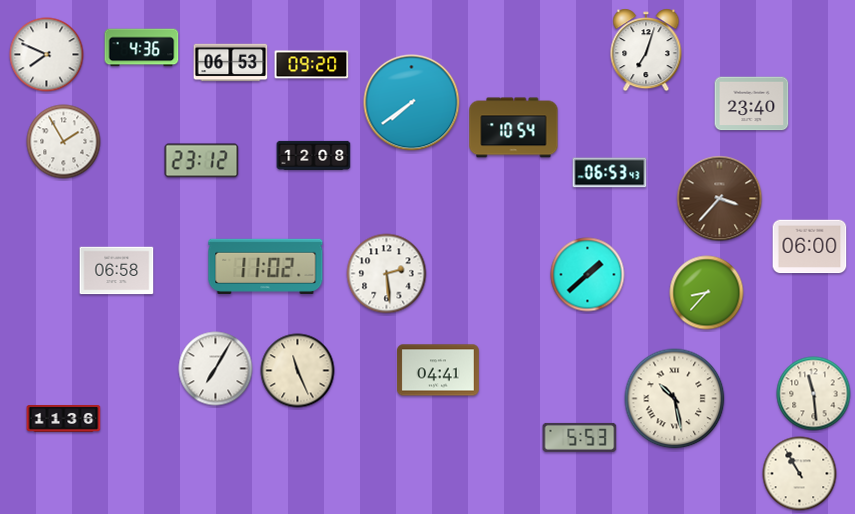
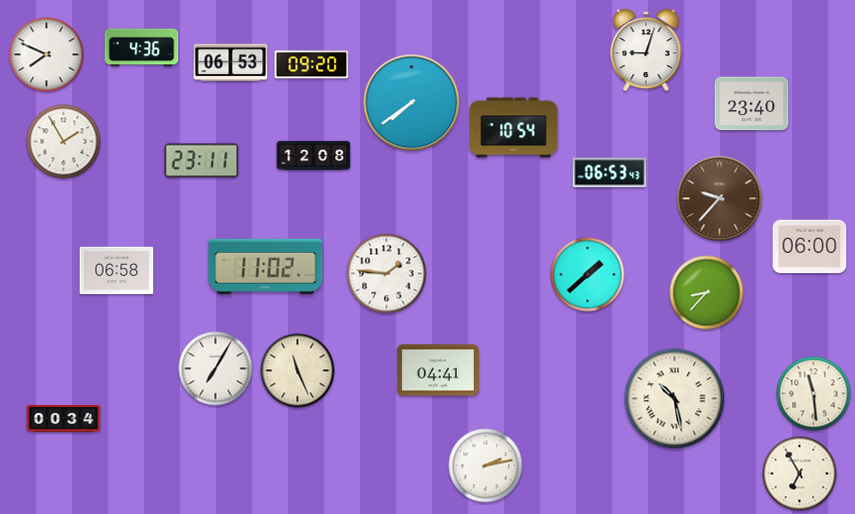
clock at (646, 50): 7:03 -> 9:03
clock at (202, 161): 23:12 -> 23:11
clock at (720, 199): 3:37 -> 9:37
clock at (387, 274): 2:29 -> 1:46
clock at (64, 419): 11:36 -> 00:34
clock at (580, 437): 5:53 -> none
clock at (486, 466): none -> 2:13
clock at (800, 474): 10:55 -> 6:55
